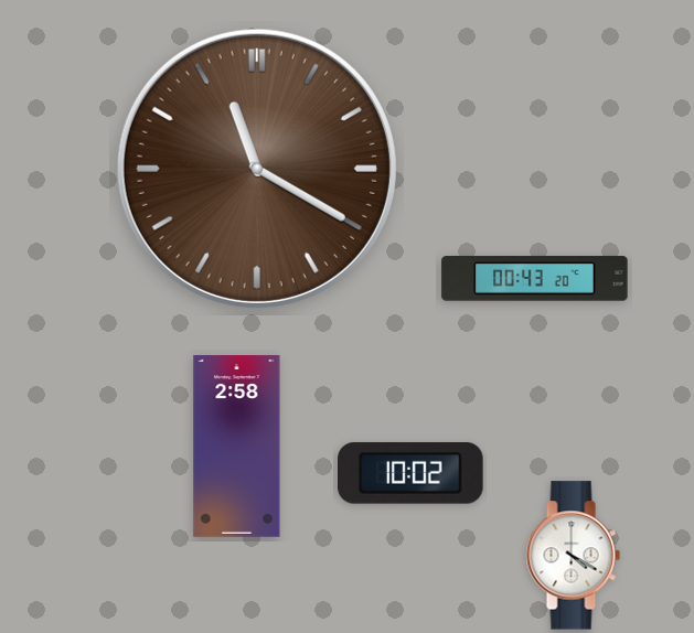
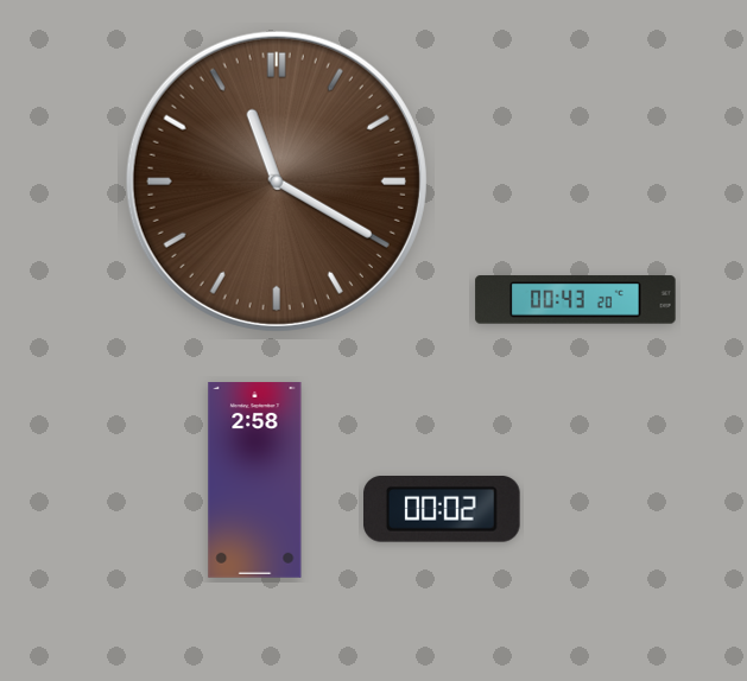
clock at (412, 473): 10:02 -> 00:02
clock at (573, 556): 4:20 -> none
